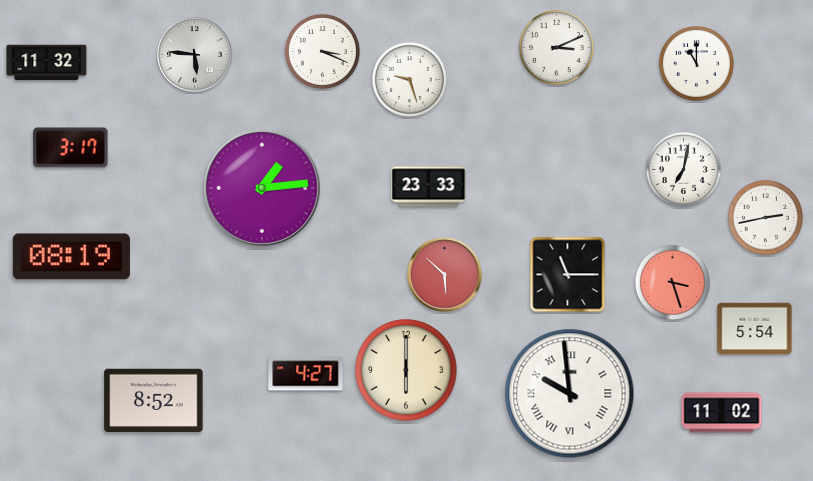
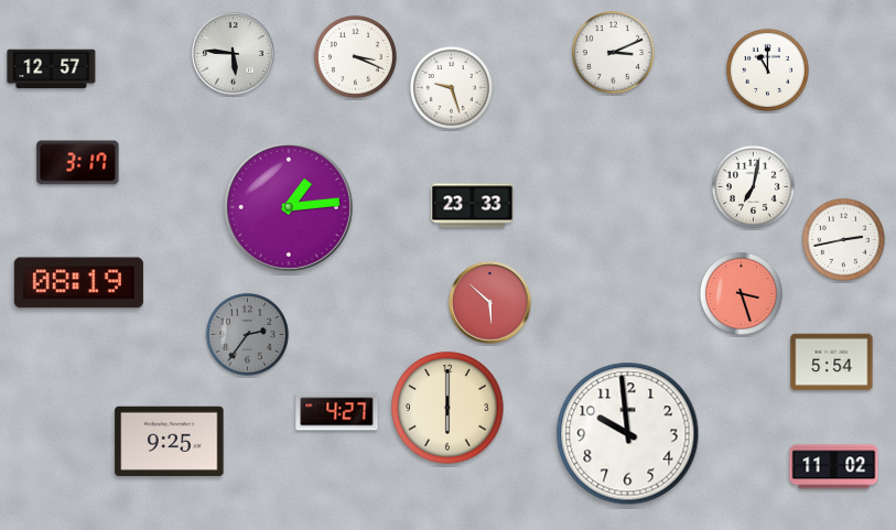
clock at (195, 55) position: (195, 55) -> (234, 54)
clock at (47, 63): 11:32 -> 12:57
clock at (568, 275): 11:15 -> none
clock at (672, 282) position: (672, 282) -> (741, 293)
clock at (247, 334): none -> 2:36
clock at (570, 394) numerals: Roman -> Arabic
clock at (154, 400): 8:52 -> 9:25
clock at (722, 413) position: (722, 413) -> (834, 467)
